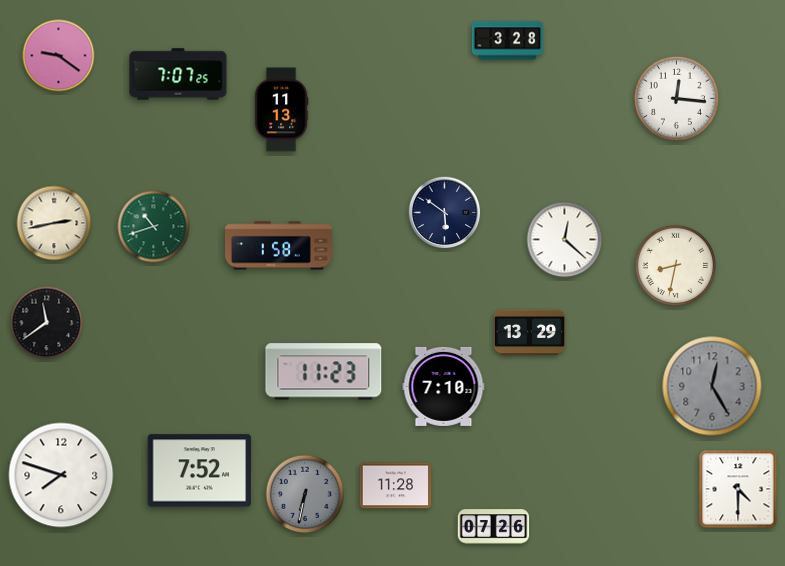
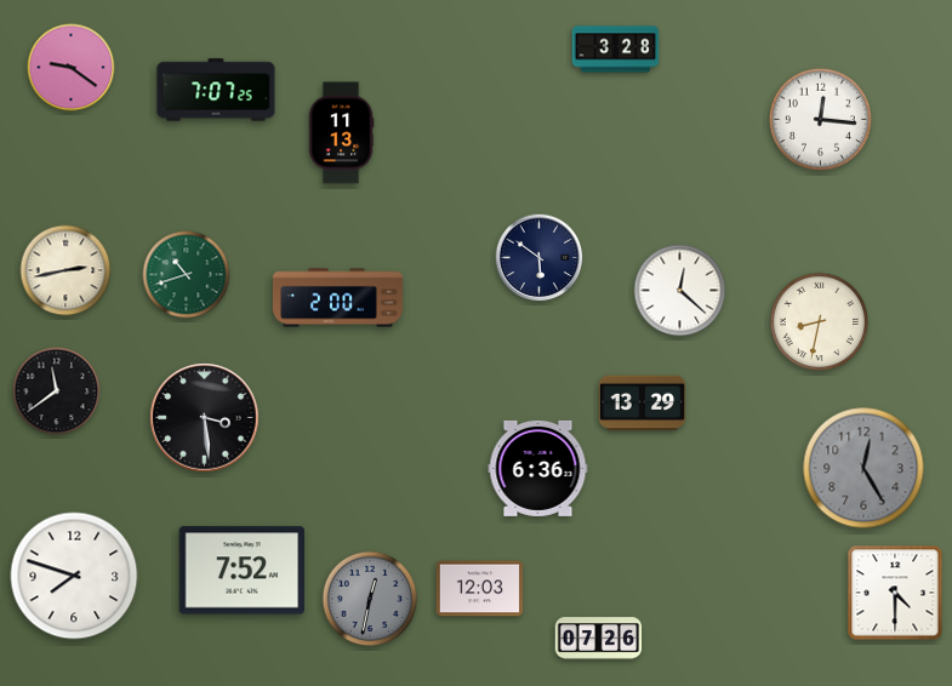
clock at (565, 240) position: (565, 240) -> (680, 291)
clock at (278, 246): 1:58 -> 2:00
clock at (205, 418): none -> 3:29
clock at (324, 372): 11:23 -> none
clock at (444, 386): 7:10 -> 6:36
clock at (396, 486): 11:28 -> 12:03
clock at (305, 494): 6:32 -> 12:32
